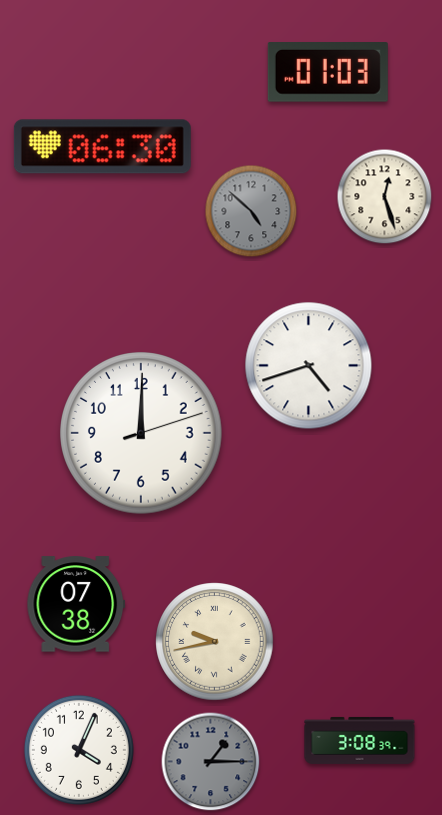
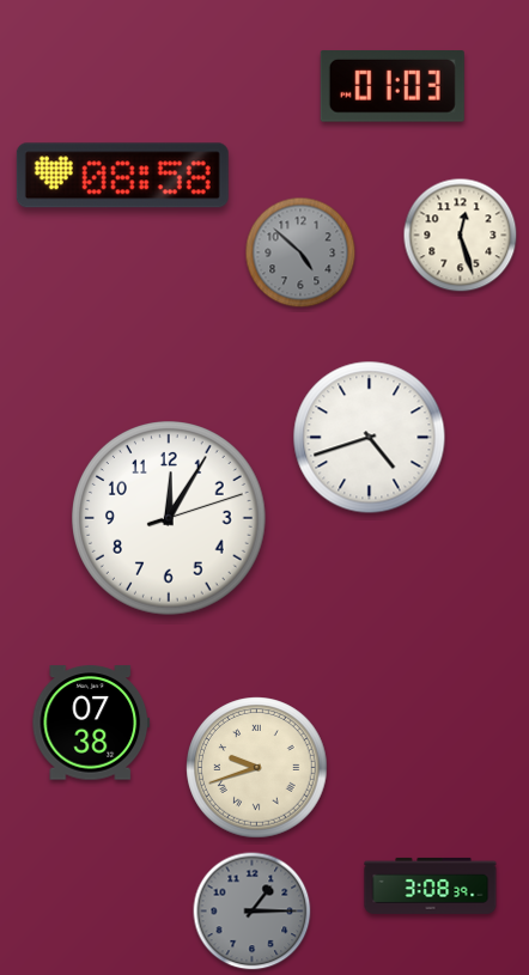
clock at (102, 147): 06:30 -> 08:58
clock at (141, 433): 12:00 -> 12:05
clock at (215, 642): 9:43 -> 9:42
clock at (79, 750): 4:04 -> none
